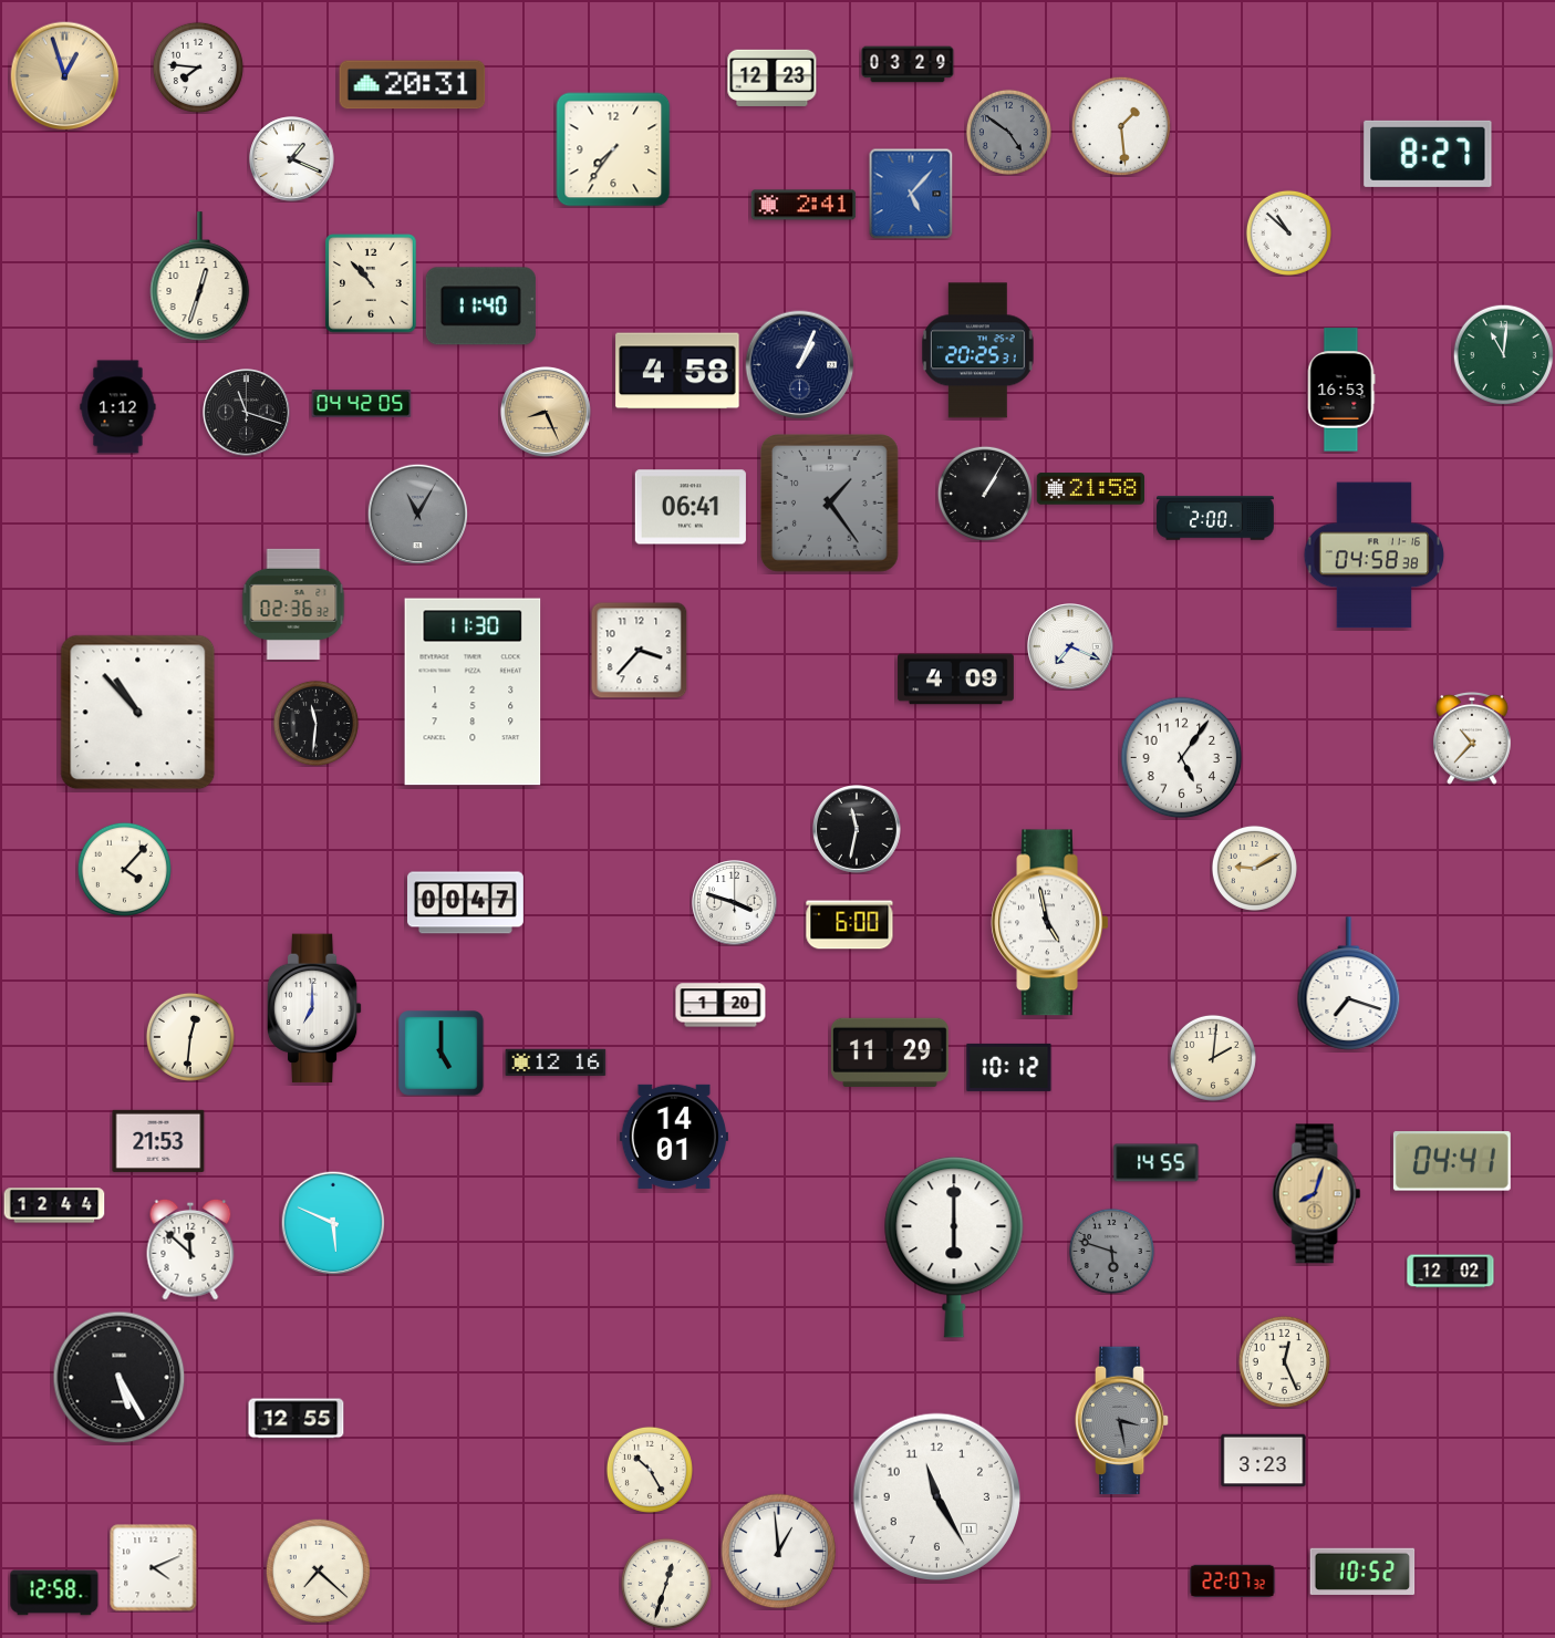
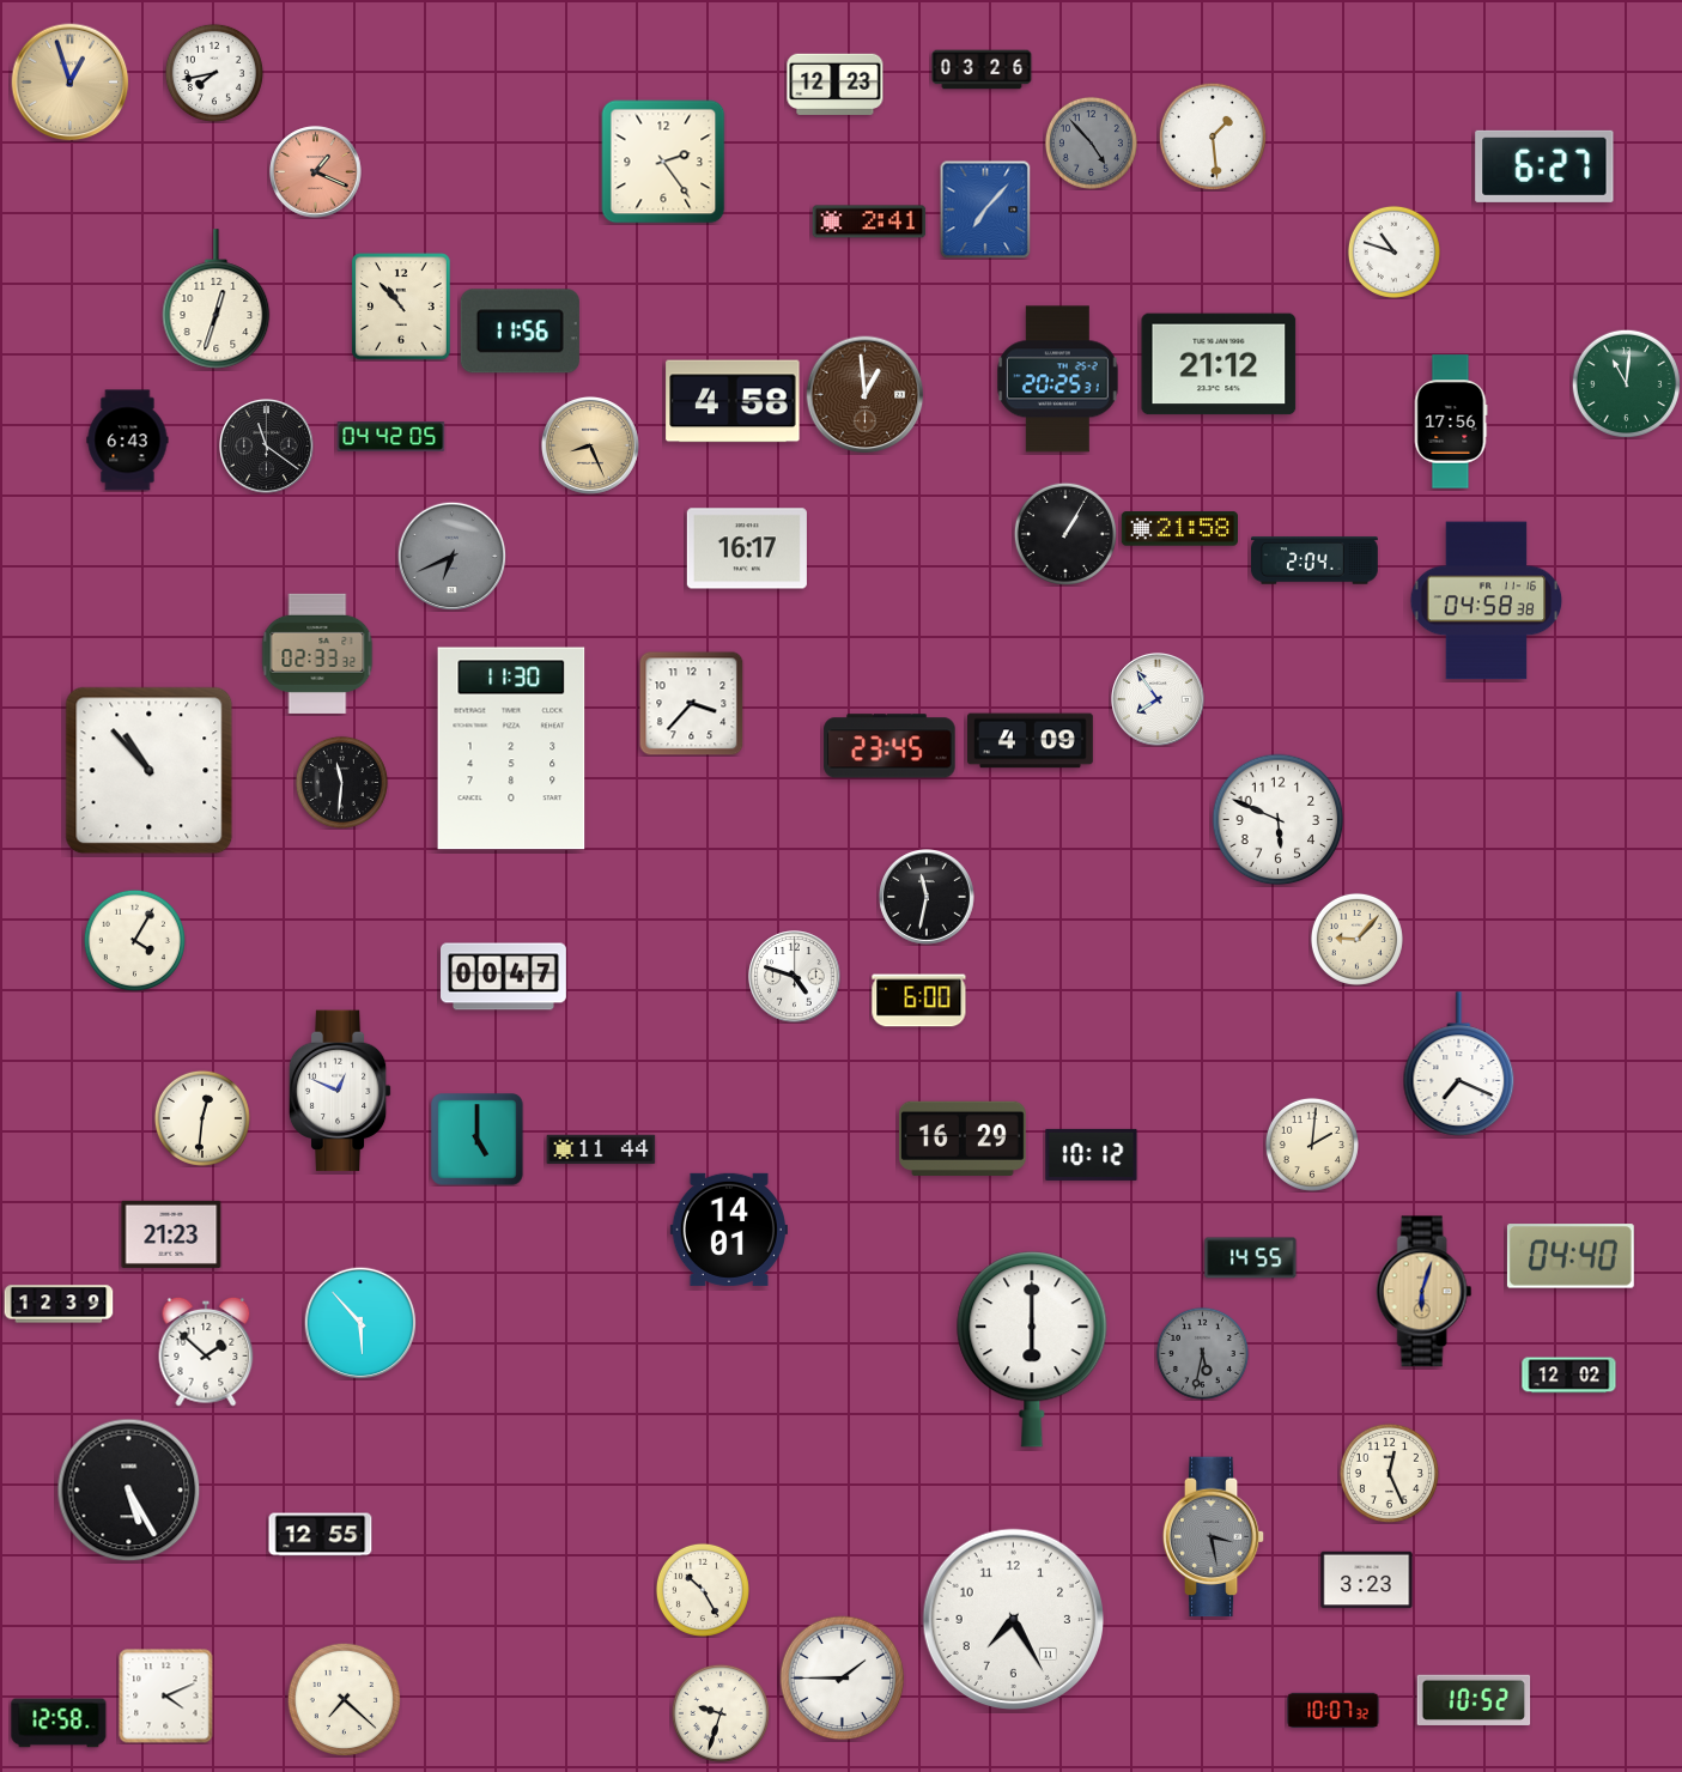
clock at (908, 64): 03:29 -> 03:26
clock at (198, 68): 7:46 -> 7:43
clock at (413, 85): 20:31 -> none
clock at (1008, 132): 4:51 -> 4:53
clock at (613, 149): 7:36 -> 2:24
clock at (1428, 154): 8:27 -> 6:27
clock at (292, 159) dial: white -> salmon
clock at (911, 194): 5:07 -> 7:07
clock at (1288, 232): 10:52 -> 10:48
clock at (480, 307): 11:40 -> 11:56
clock at (1219, 364): none -> 21:12
clock at (800, 365): 1:04 -> 12:59
clock at (800, 365) dial: navy -> brown
clock at (1341, 390): 16:53 -> 17:56
clock at (118, 407): 1:12 -> 6:43
clock at (247, 413): 11:18 -> 11:21
clock at (829, 502): 1:24 -> none
clock at (691, 507): 06:41 -> 16:17
clock at (417, 514): 11:05 -> 6:41
clock at (1216, 518): 2:00 -> 2:04
clock at (293, 604): 02:36 -> 02:33
clock at (1070, 646): 7:19 -> 7:54
clock at (956, 680) position: (956, 680) -> (1031, 741)
clock at (889, 746): none -> 23:45
clock at (1472, 738): 10:37 -> none
clock at (1182, 758): 5:06 -> 5:49
clock at (1254, 868): 9:10 -> 9:07
clock at (124, 869): 4:07 -> 4:05
clock at (735, 903): 3:48 -> 4:48
clock at (1050, 923): 4:58 -> none
clock at (1349, 984): 7:18 -> 7:19
clock at (721, 1005): 1:20 -> none
clock at (314, 1008): 7:00 -> 12:49
clock at (190, 1037) position: (190, 1037) -> (202, 1118)
clock at (890, 1053): 11:29 -> 16:29
clock at (556, 1062): 12:16 -> 11:44
clock at (158, 1141): 21:53 -> 21:23
clock at (1452, 1161): 04:41 -> 04:40
clock at (1317, 1194): 8:03 -> 6:03
clock at (54, 1205): 12:44 -> 12:39
clock at (333, 1223): 5:49 -> 5:53
clock at (190, 1250): 11:52 -> 1:52
clock at (1111, 1251): 5:48 -> 5:32
clock at (937, 1497): 11:25 -> 7:25
clock at (779, 1552): 12:59 -> 1:45
clock at (1233, 1580): 22:07 -> 10:07
clock at (666, 1584): 12:33 -> 9:33
